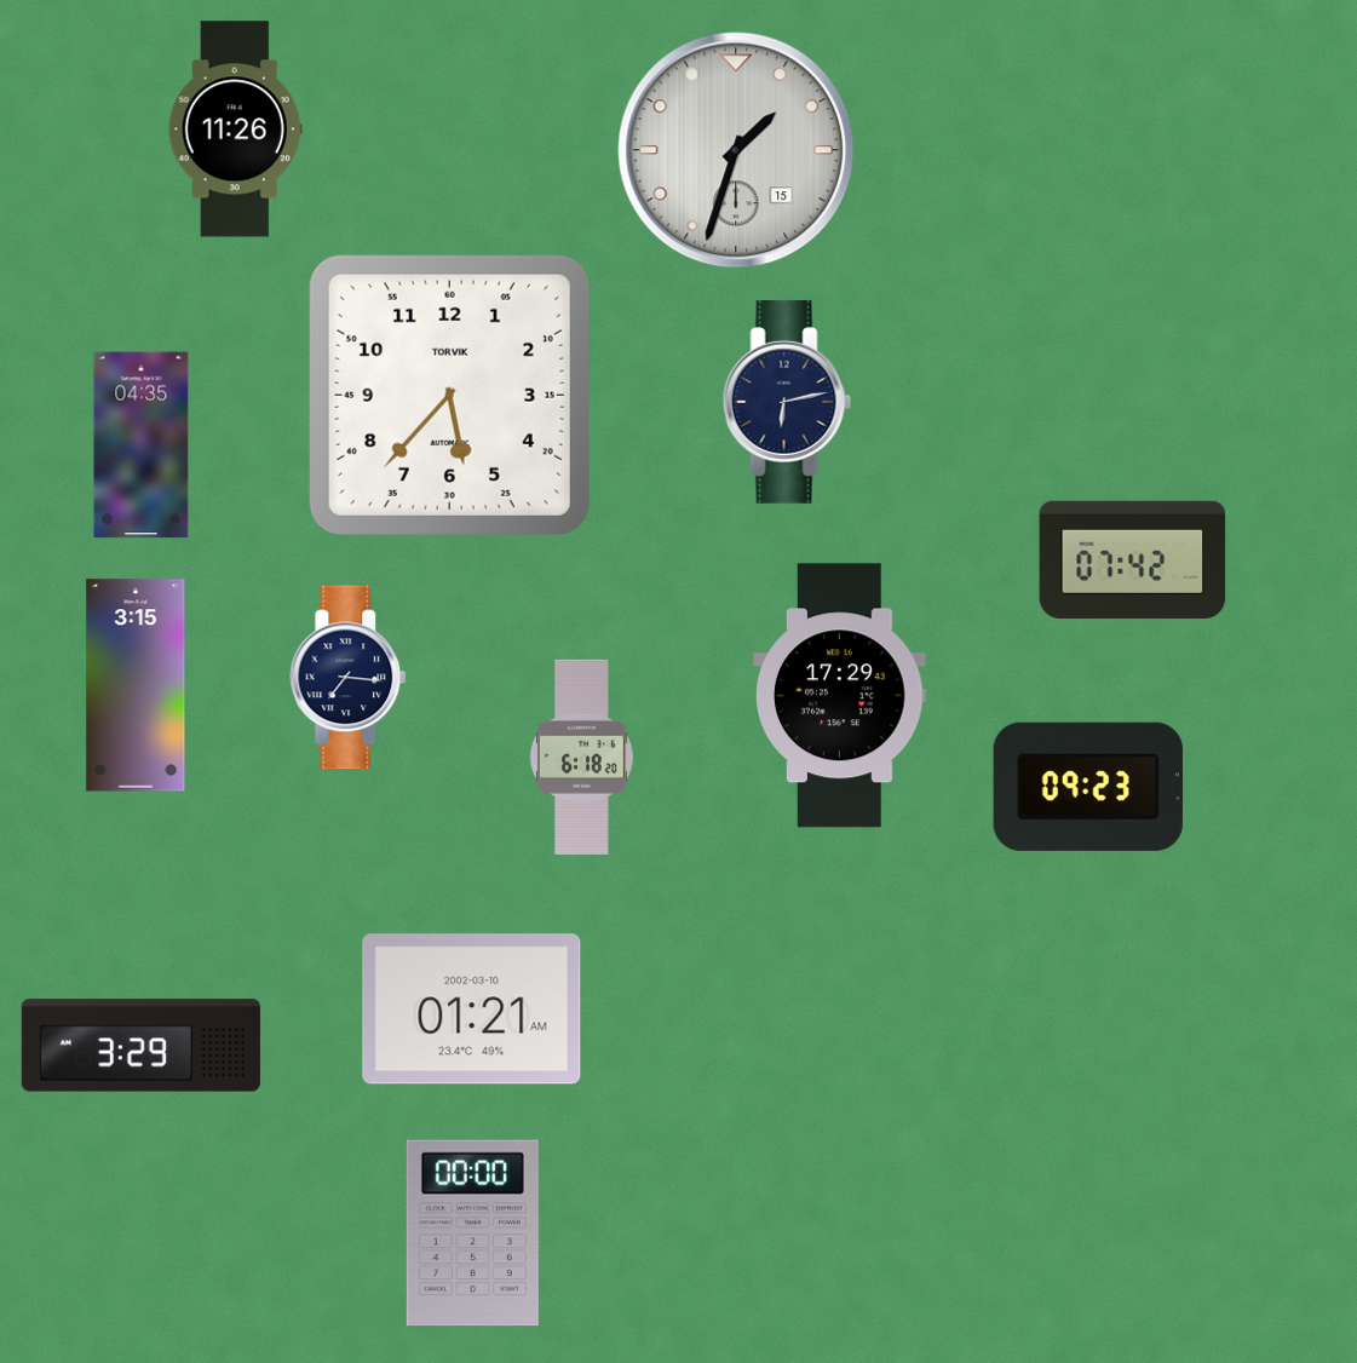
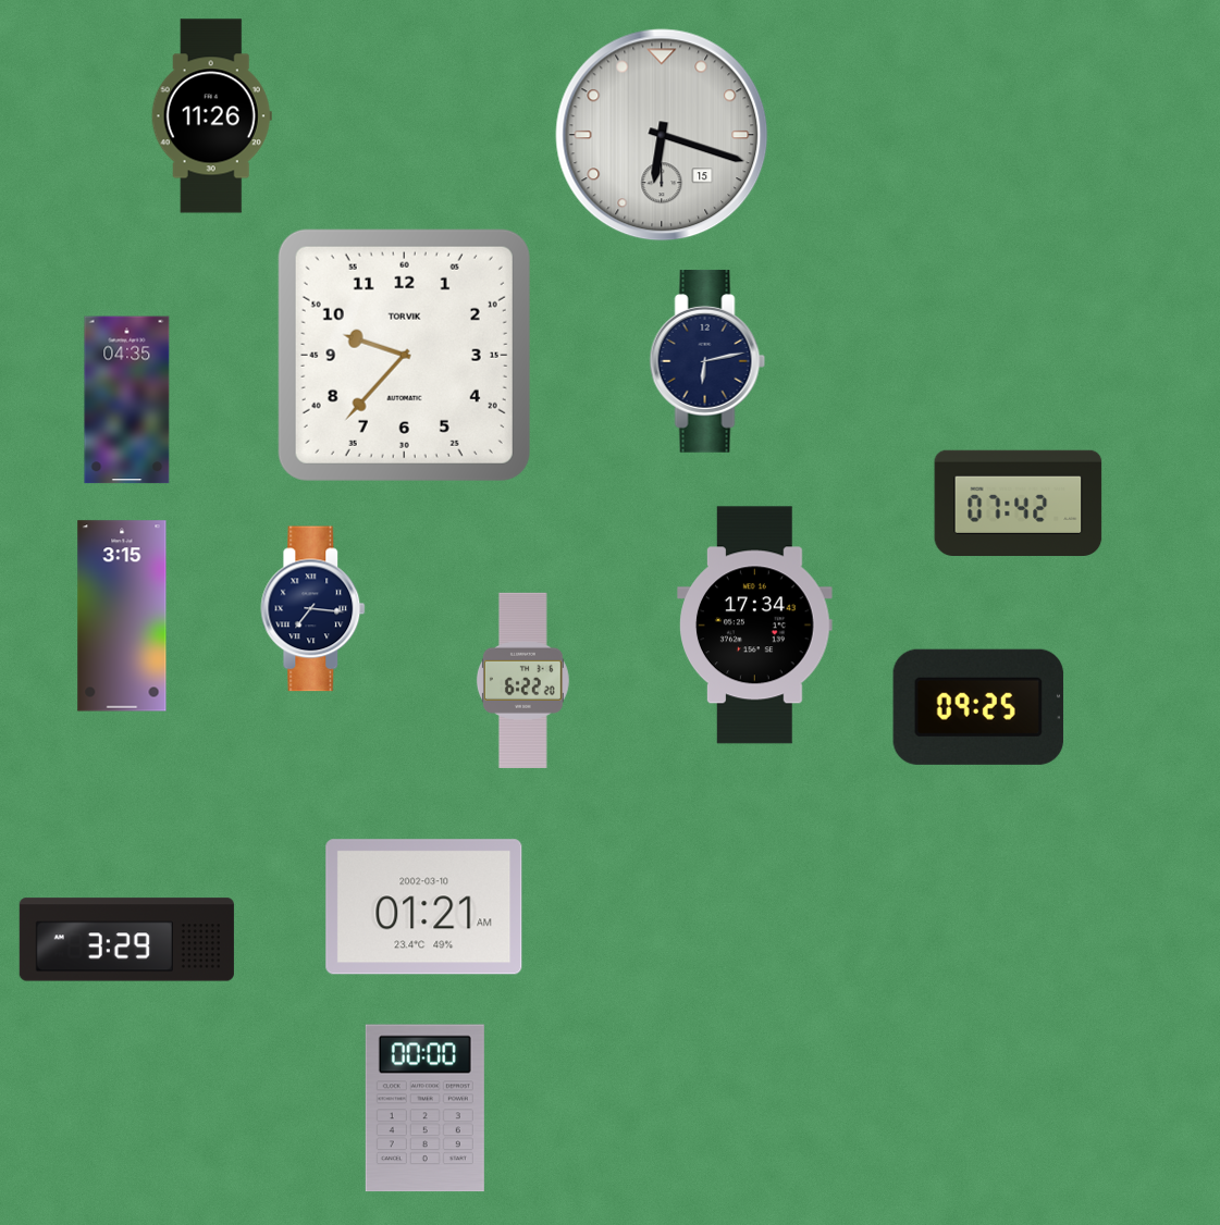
clock at (736, 150): 1:33 -> 6:18
clock at (449, 395): 5:37 -> 9:37
clock at (840, 696): 17:29 -> 17:34
clock at (581, 757): 6:18 -> 6:22
clock at (1088, 787): 09:23 -> 09:25
